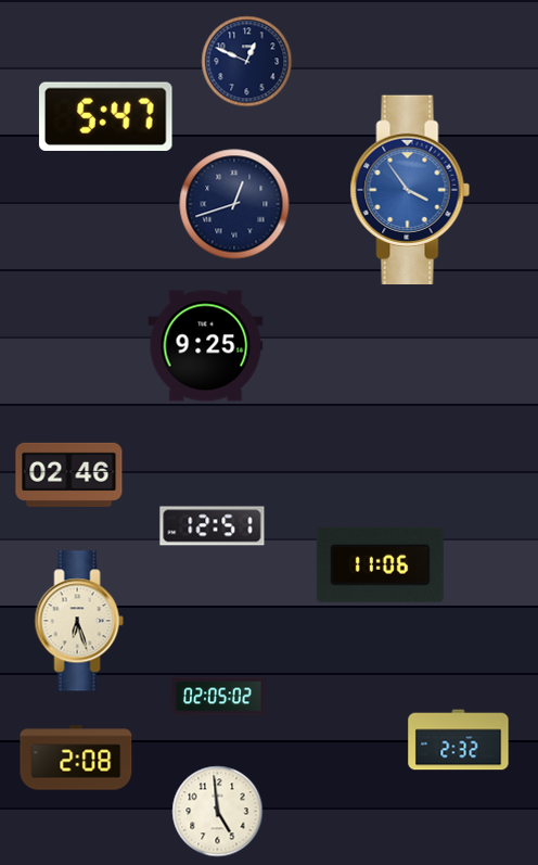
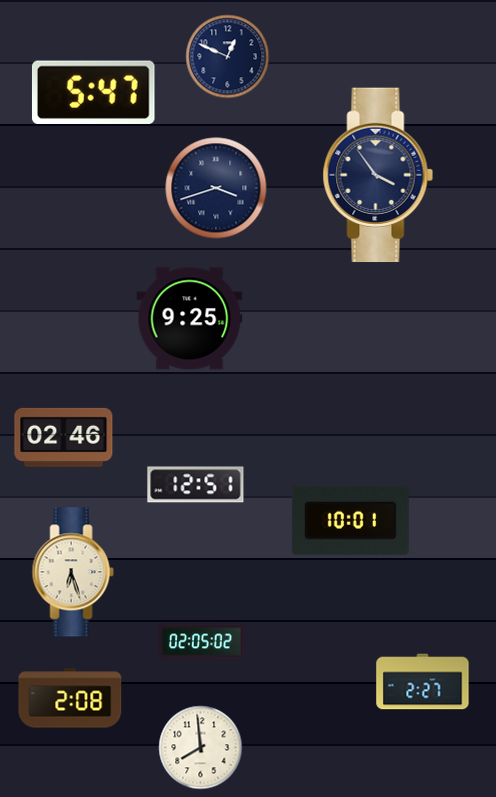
clock at (106, 116) position: (106, 116) -> (94, 92)
clock at (410, 190) dial: blue -> navy
clock at (234, 204): 12:42 -> 3:42
clock at (380, 564): 11:06 -> 10:01
clock at (459, 740): 2:32 -> 2:27
clock at (218, 812): 4:59 -> 7:59
